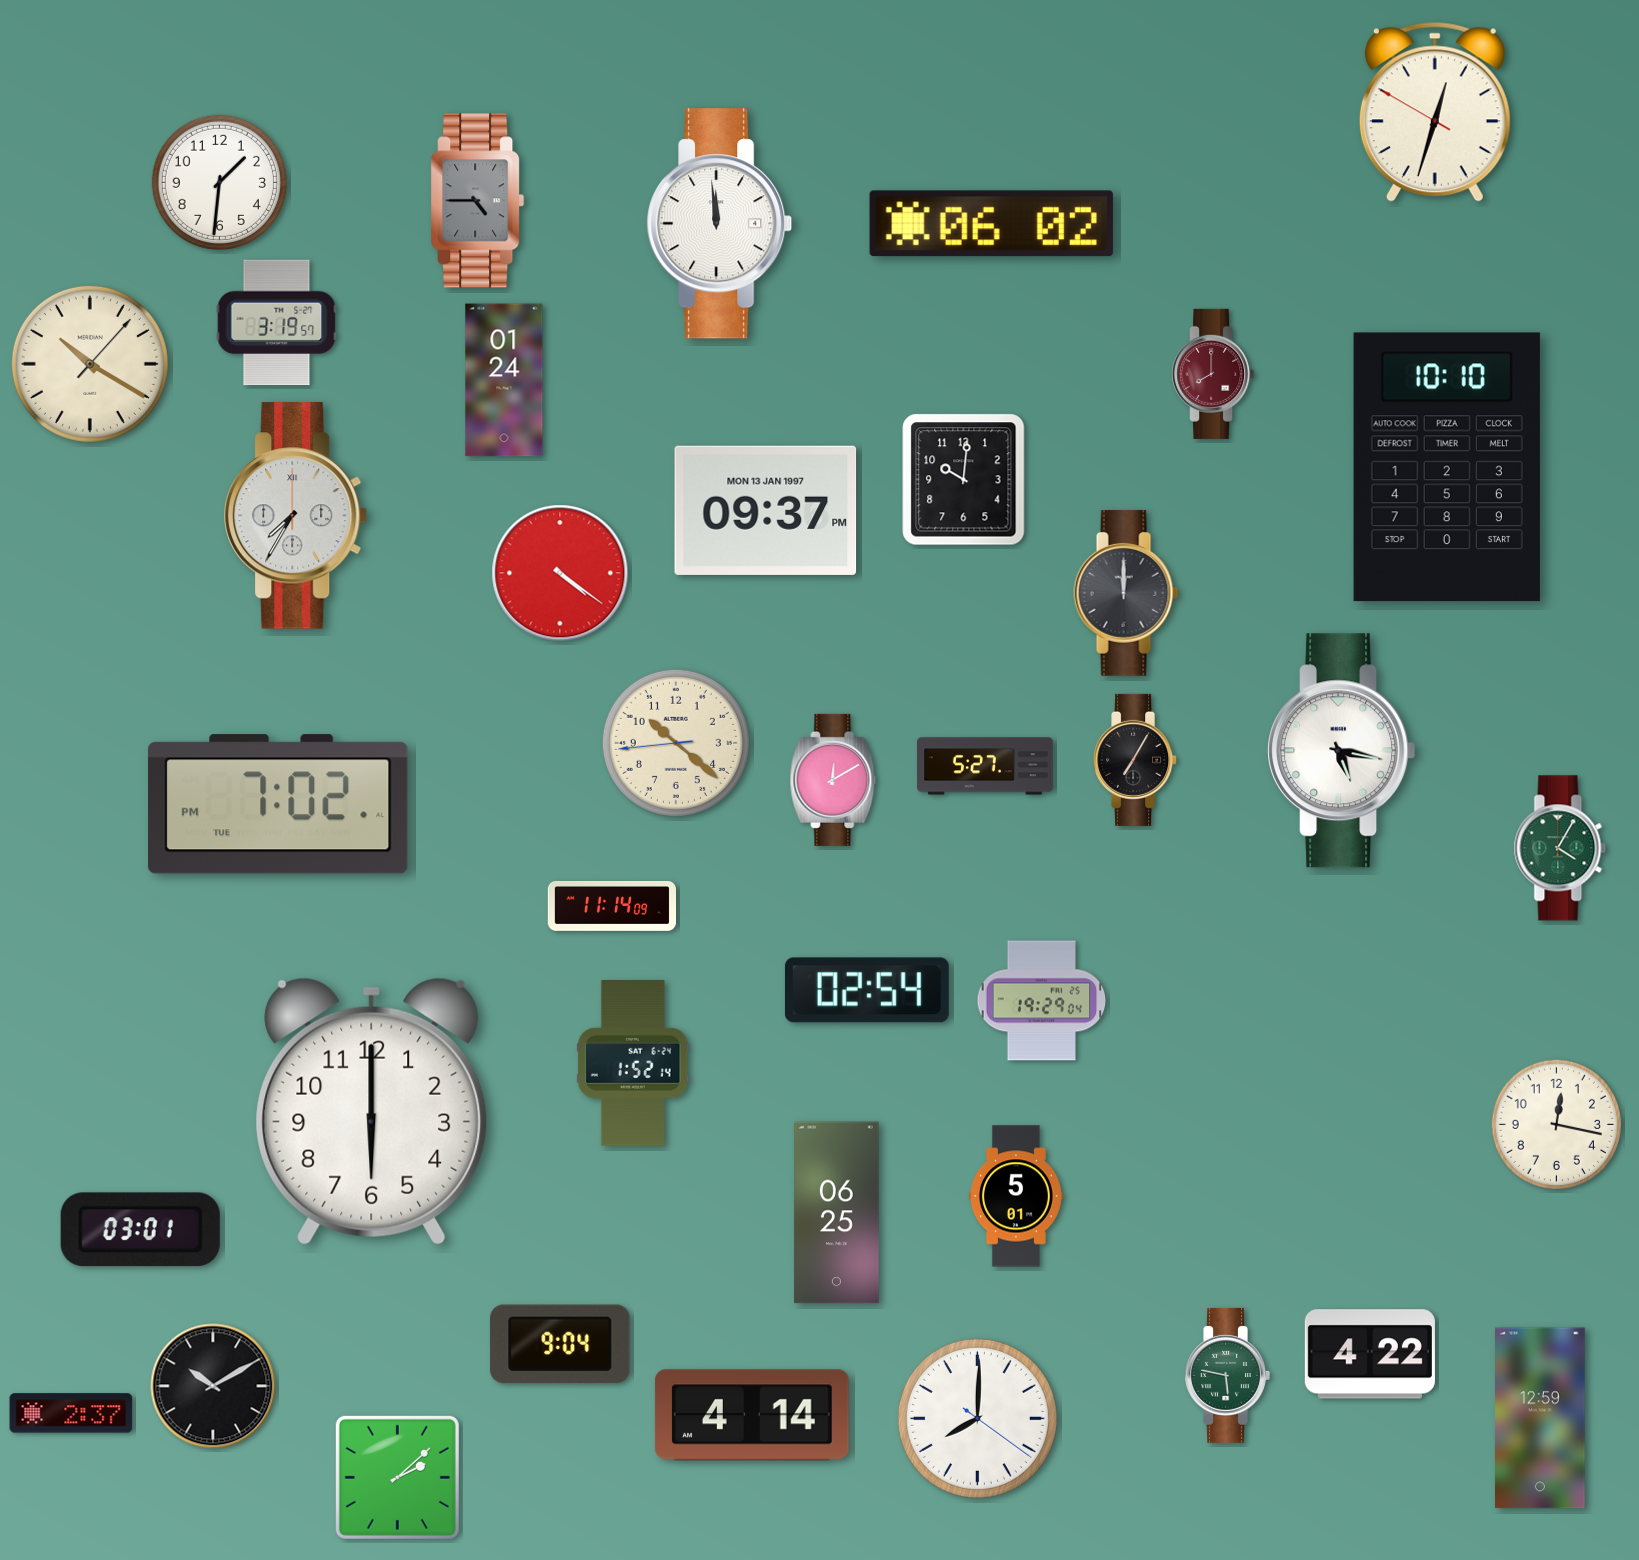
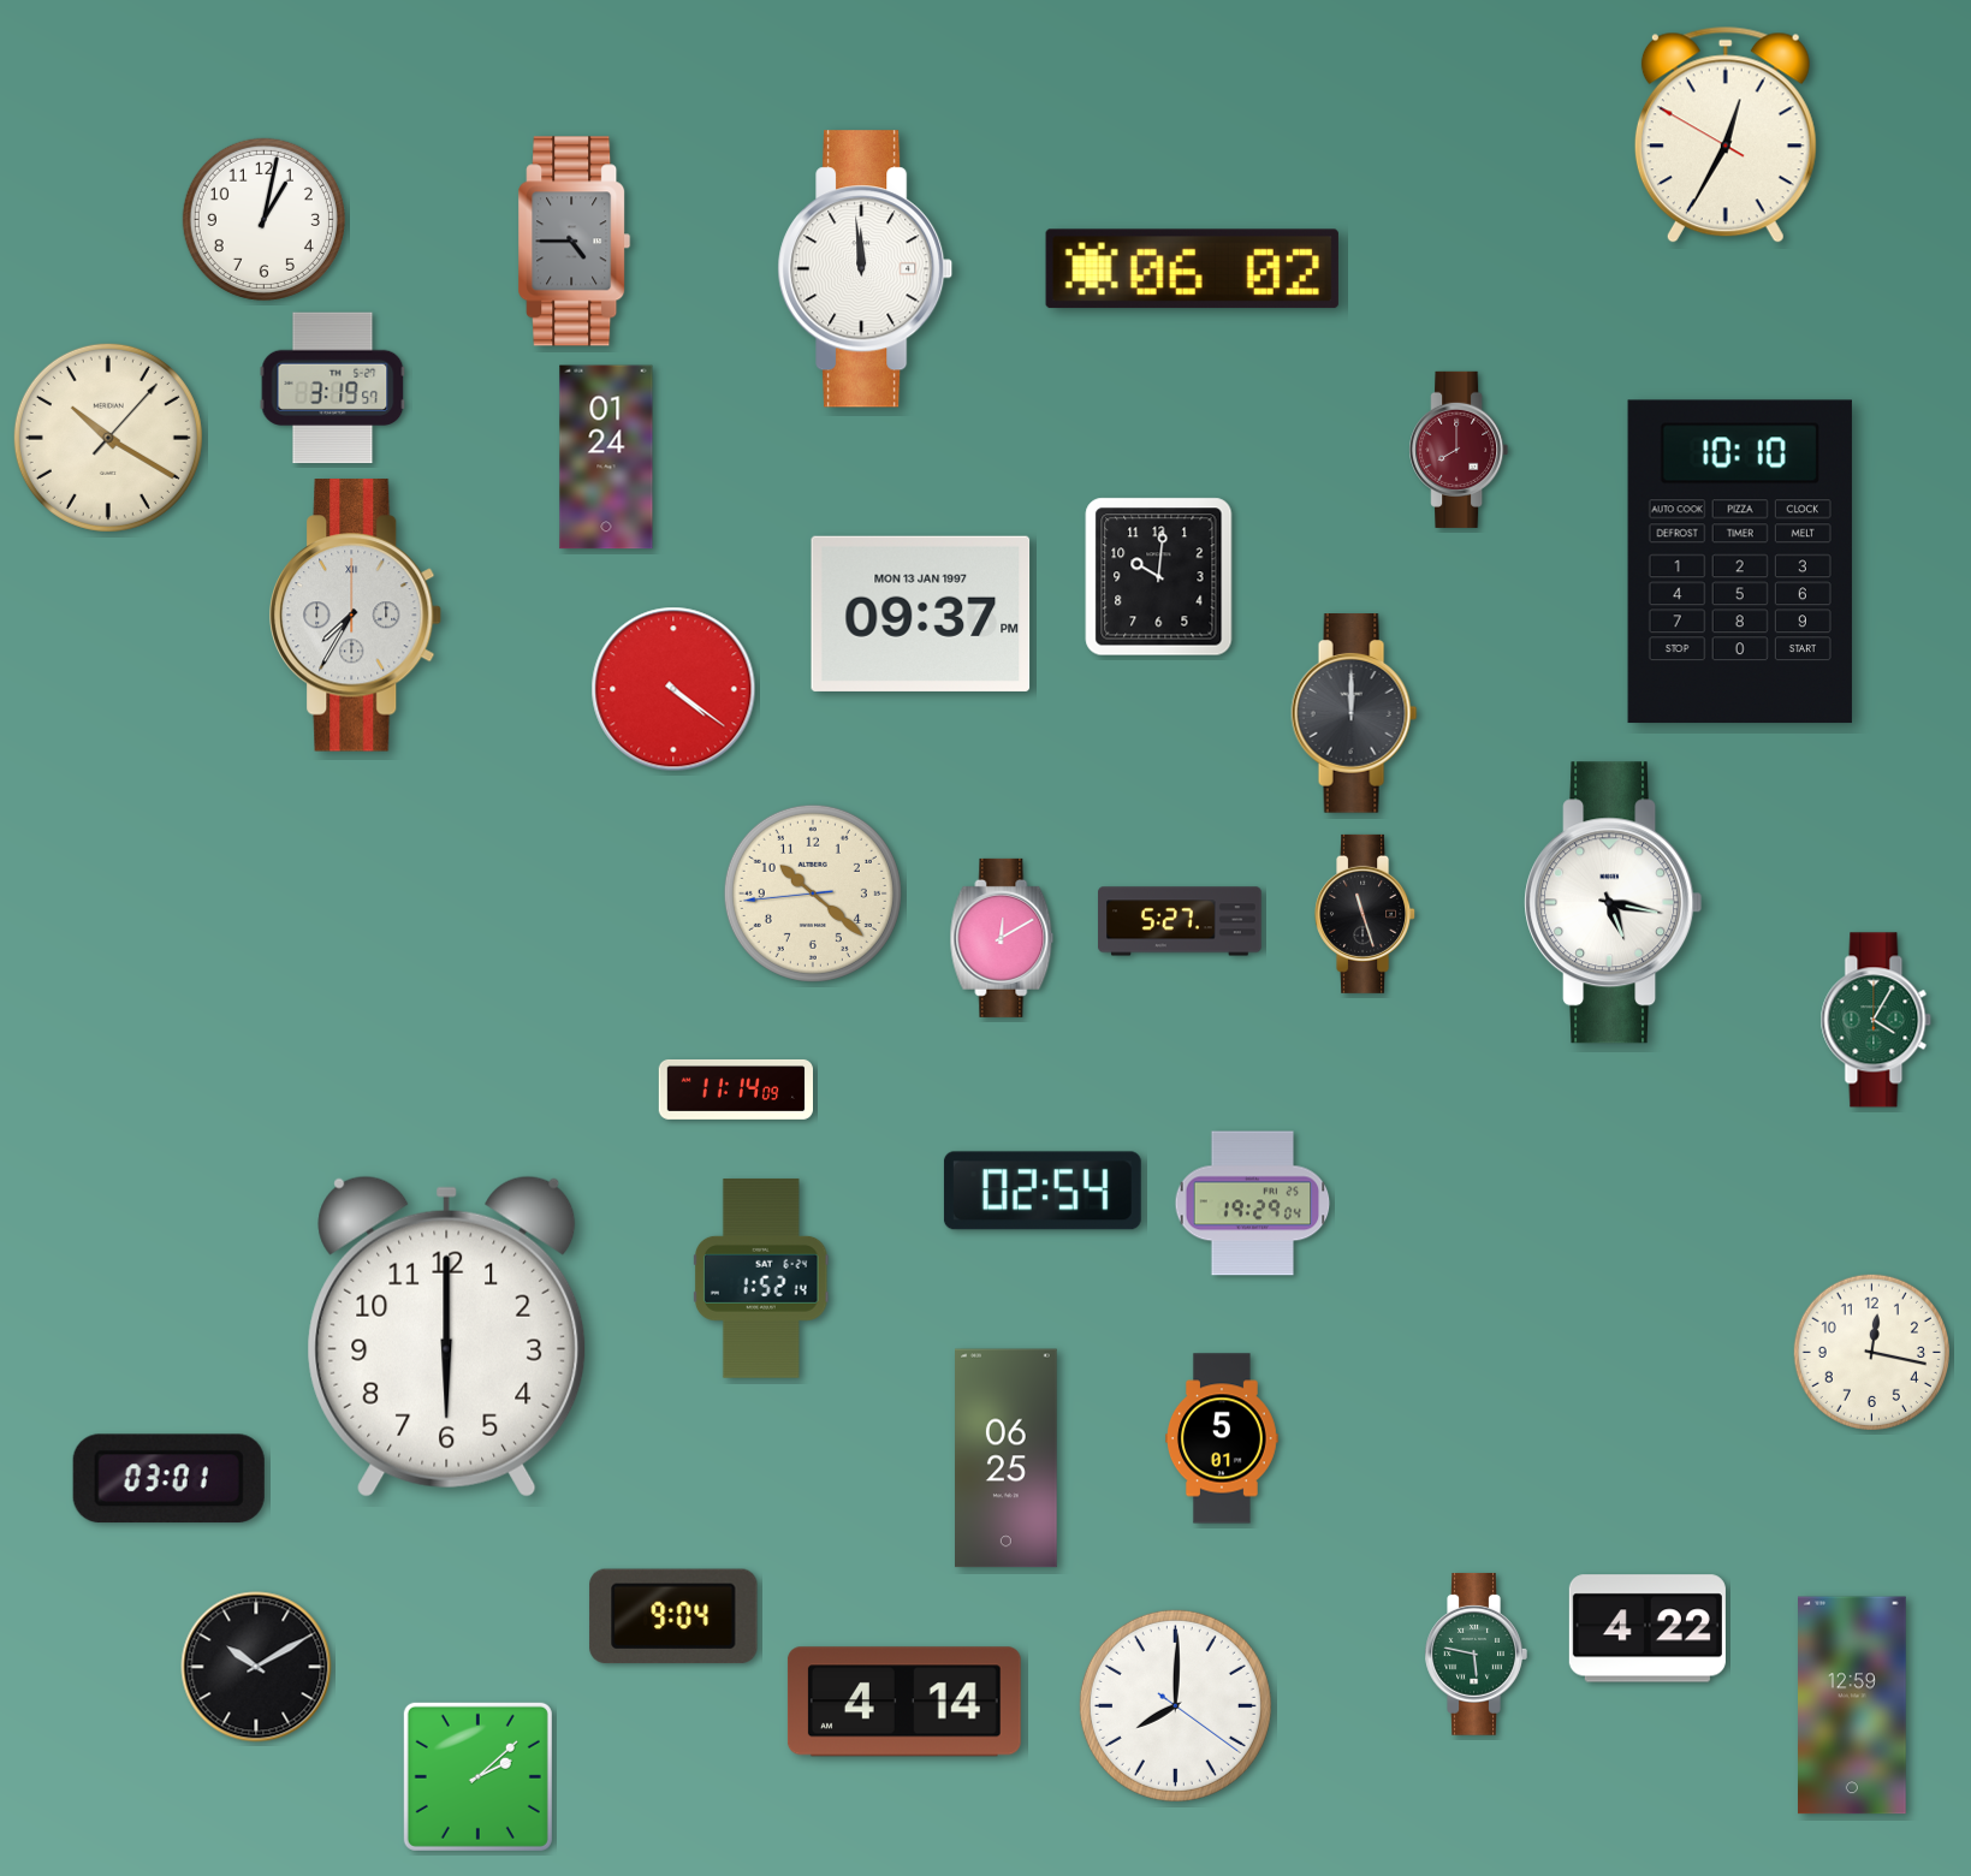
clock at (1435, 112): 12:32 -> 12:34
clock at (219, 182): 1:31 -> 1:02
clock at (296, 516) position: (296, 516) -> (356, 616)
clock at (1136, 760): 7:05 -> 11:27
clock at (985, 766) position: (985, 766) -> (1180, 921)
clock at (278, 804): 7:02 -> none
clock at (71, 1413): 2:37 -> none
